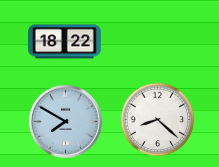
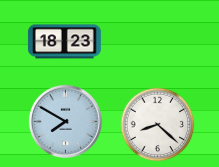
clock at (64, 42): 18:22 -> 18:23
clock at (158, 120) position: (158, 120) -> (158, 125)
